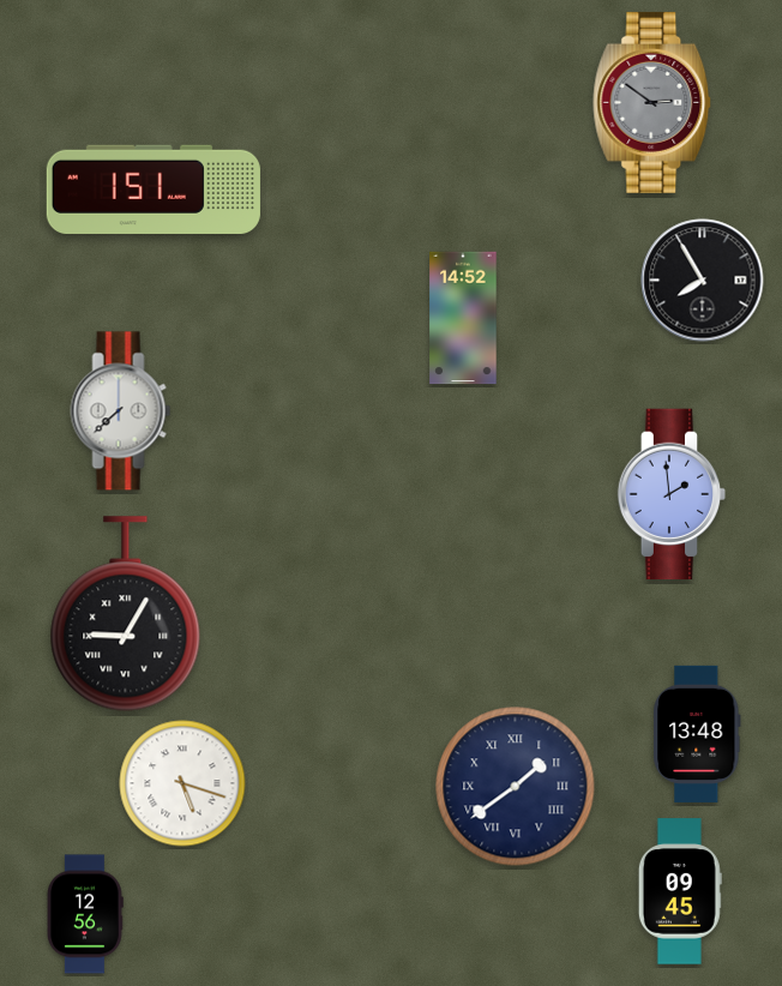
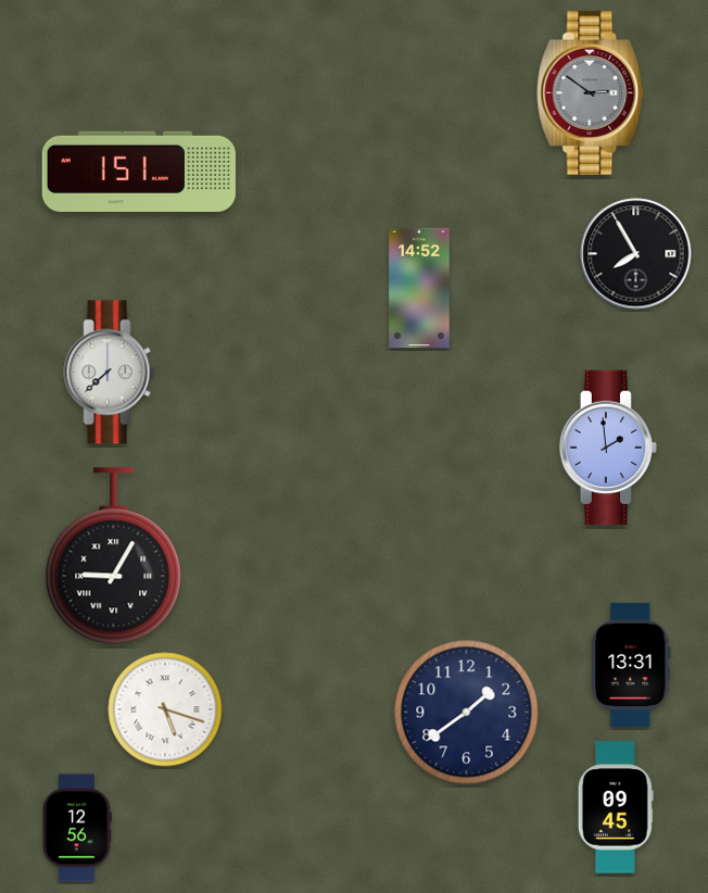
clock at (697, 734): 13:48 -> 13:31
clock at (516, 787) numerals: Roman -> Arabic
